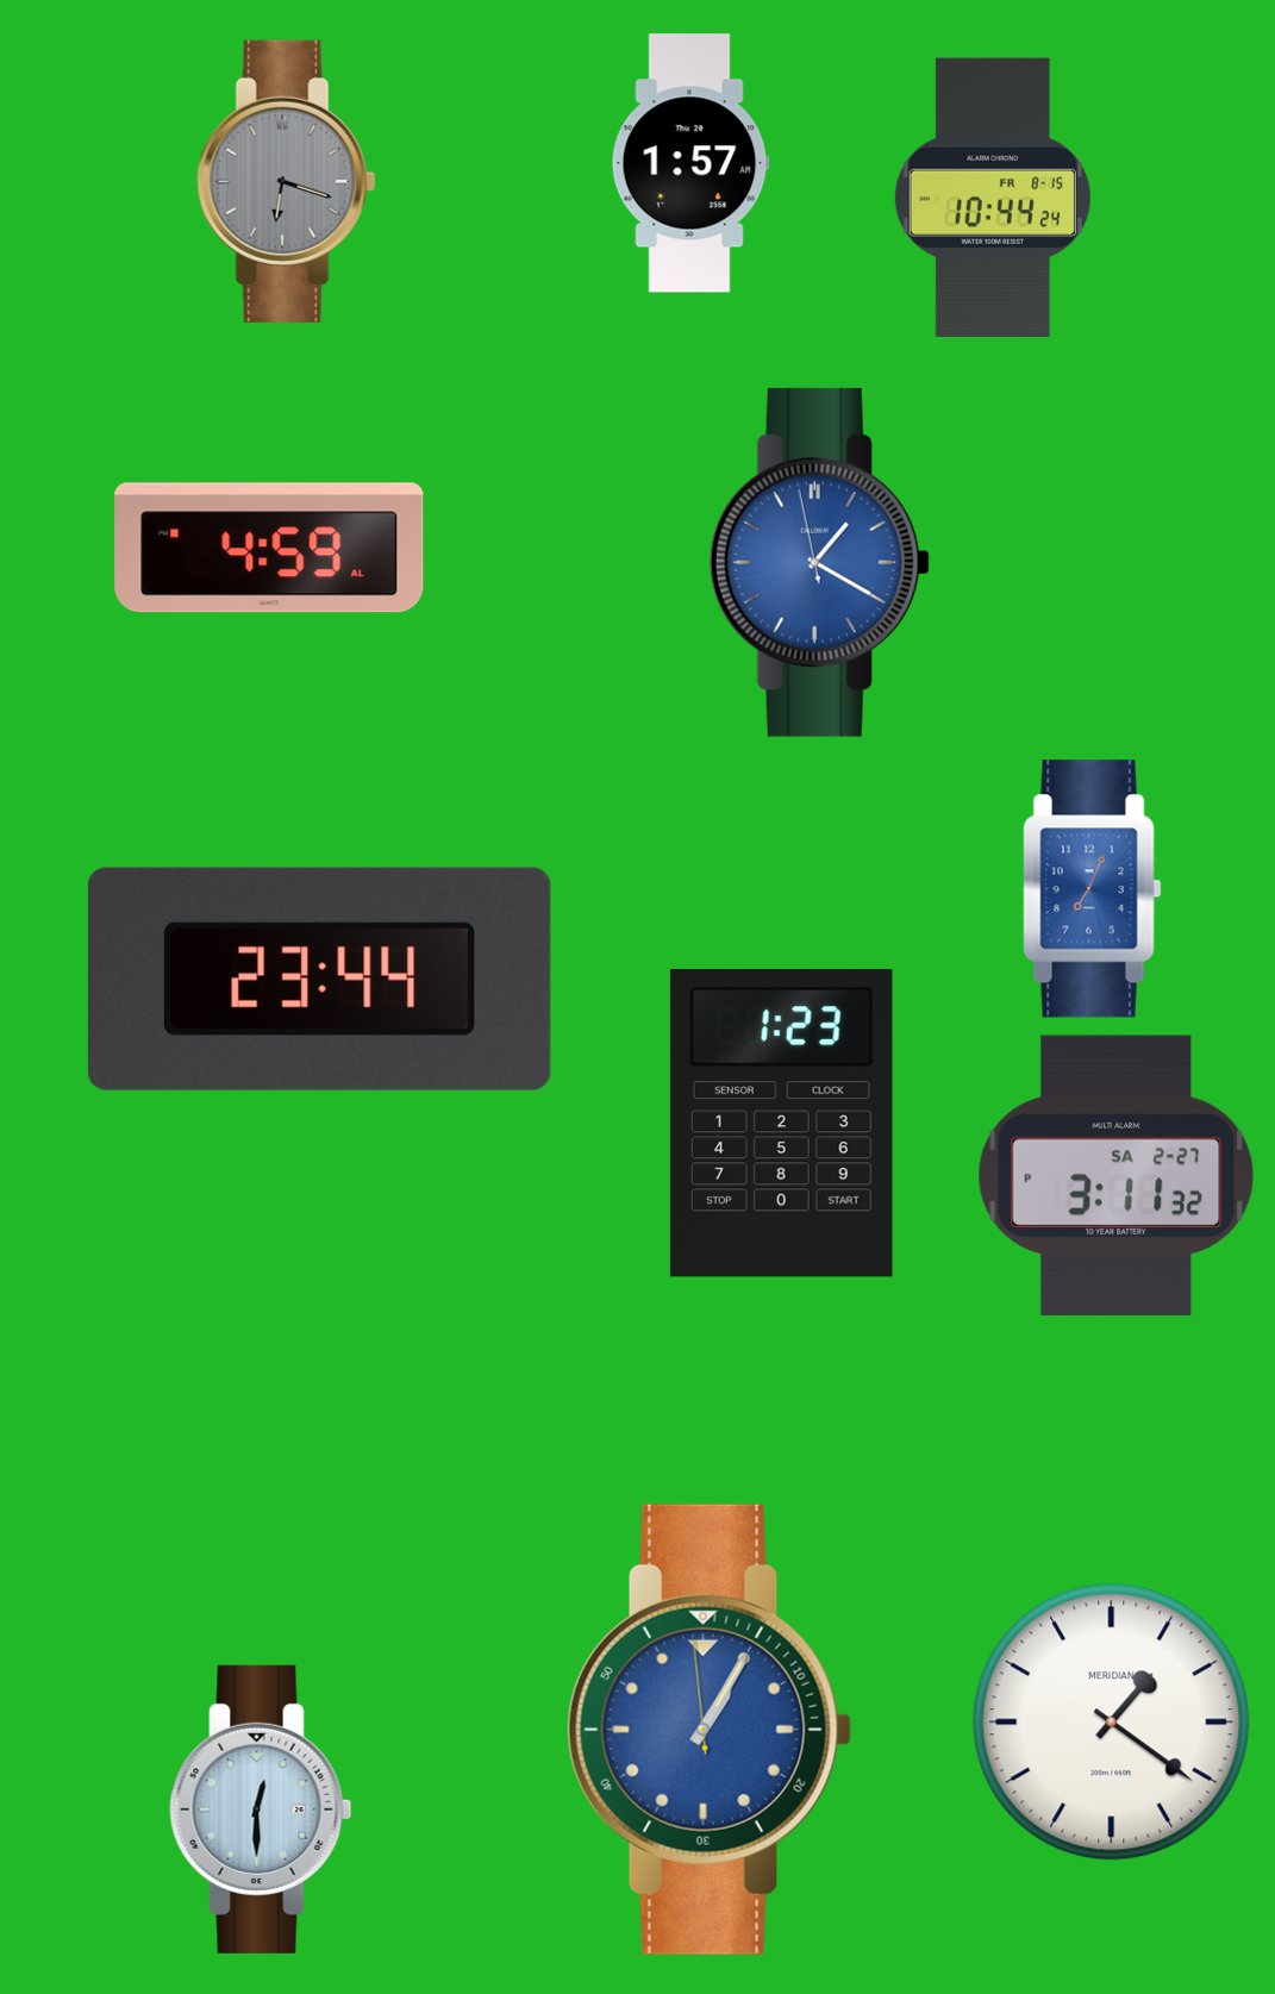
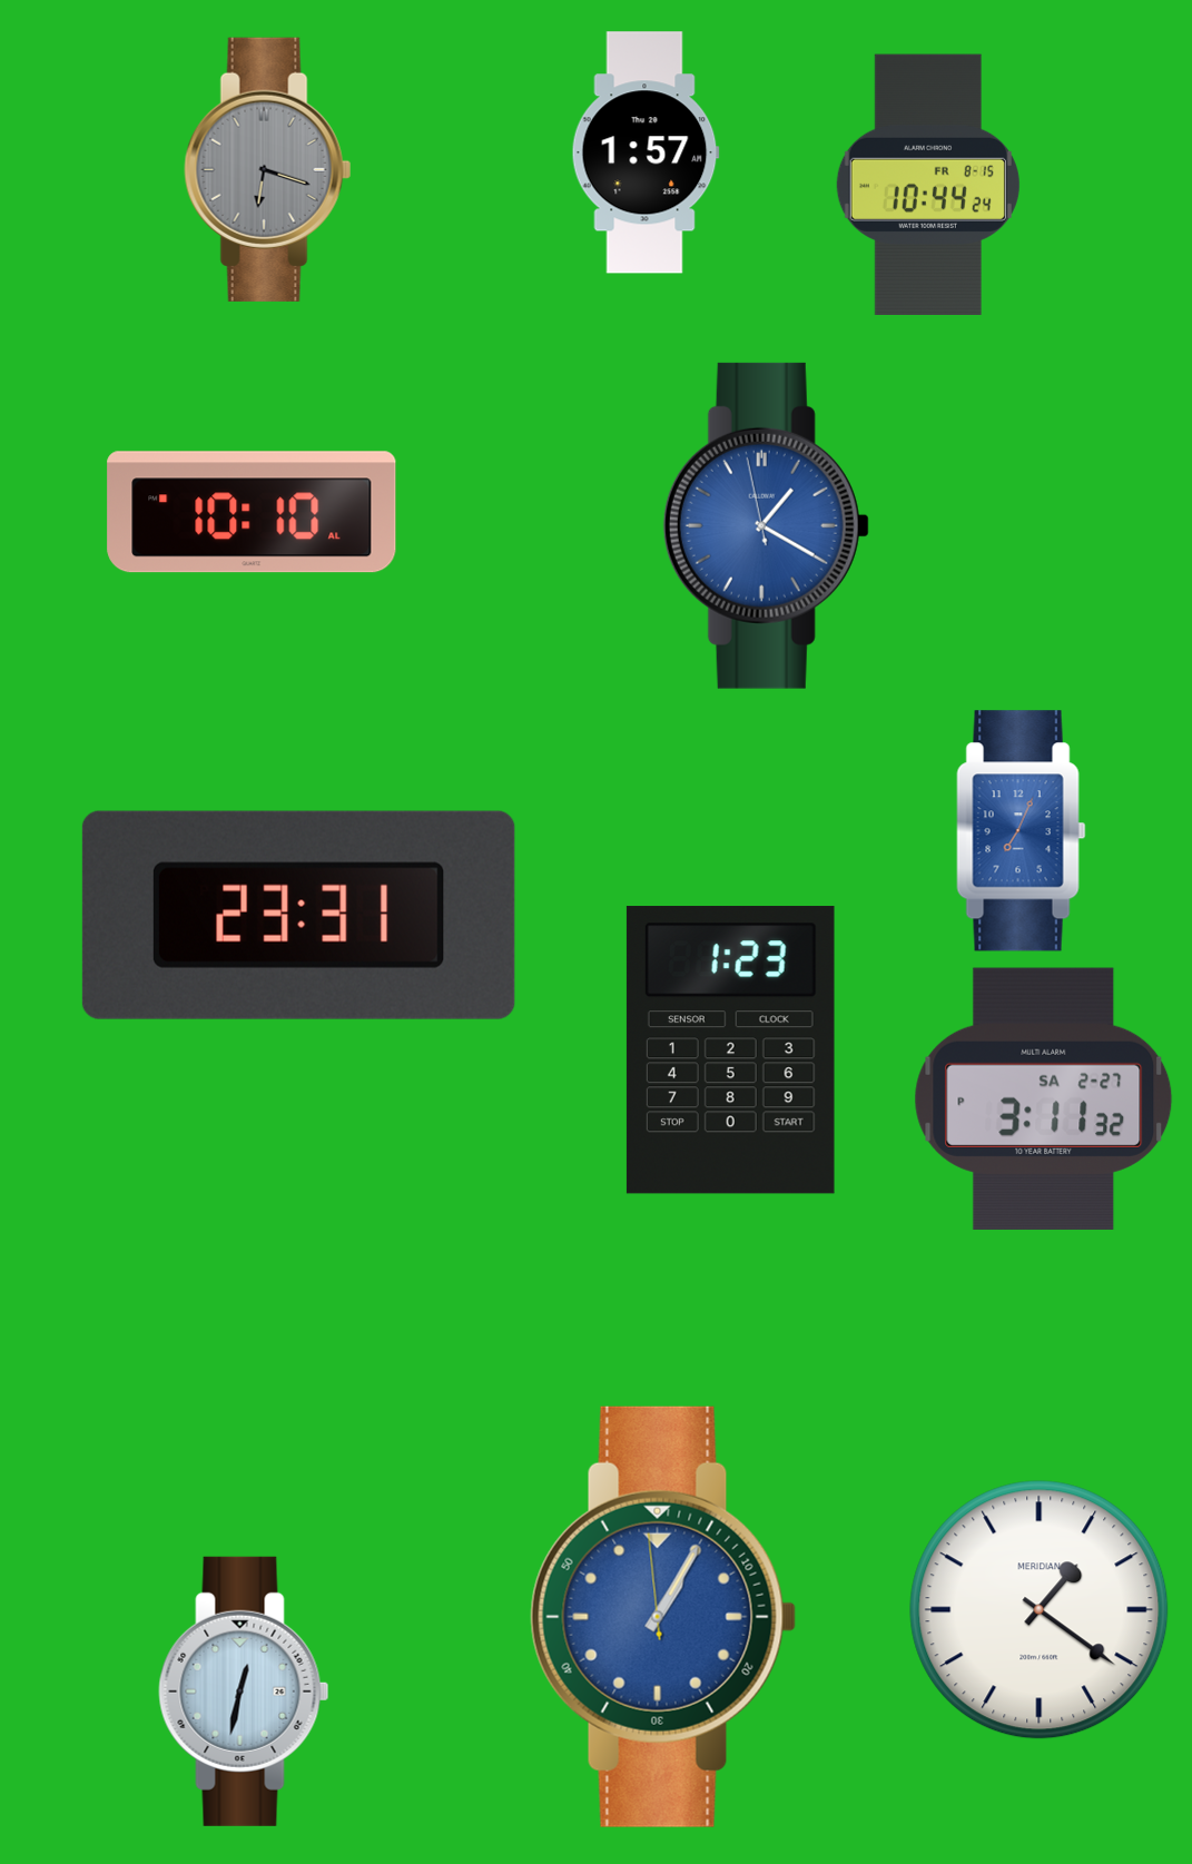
clock at (269, 548): 4:59 -> 10:10
clock at (319, 979): 23:44 -> 23:31
clock at (261, 1809): 12:30 -> 12:32
